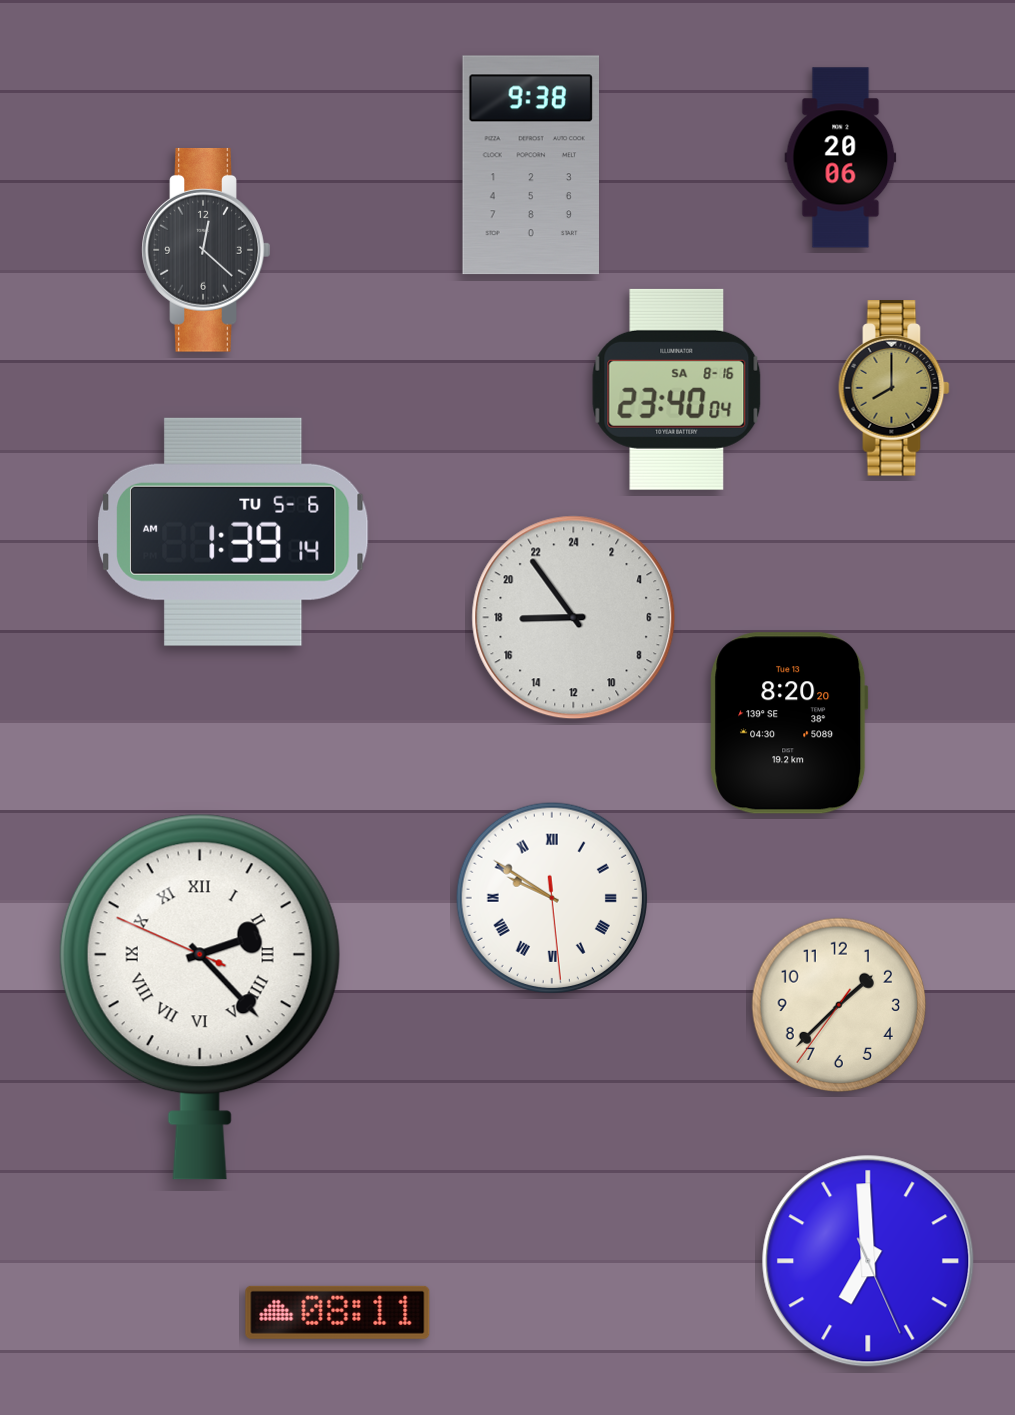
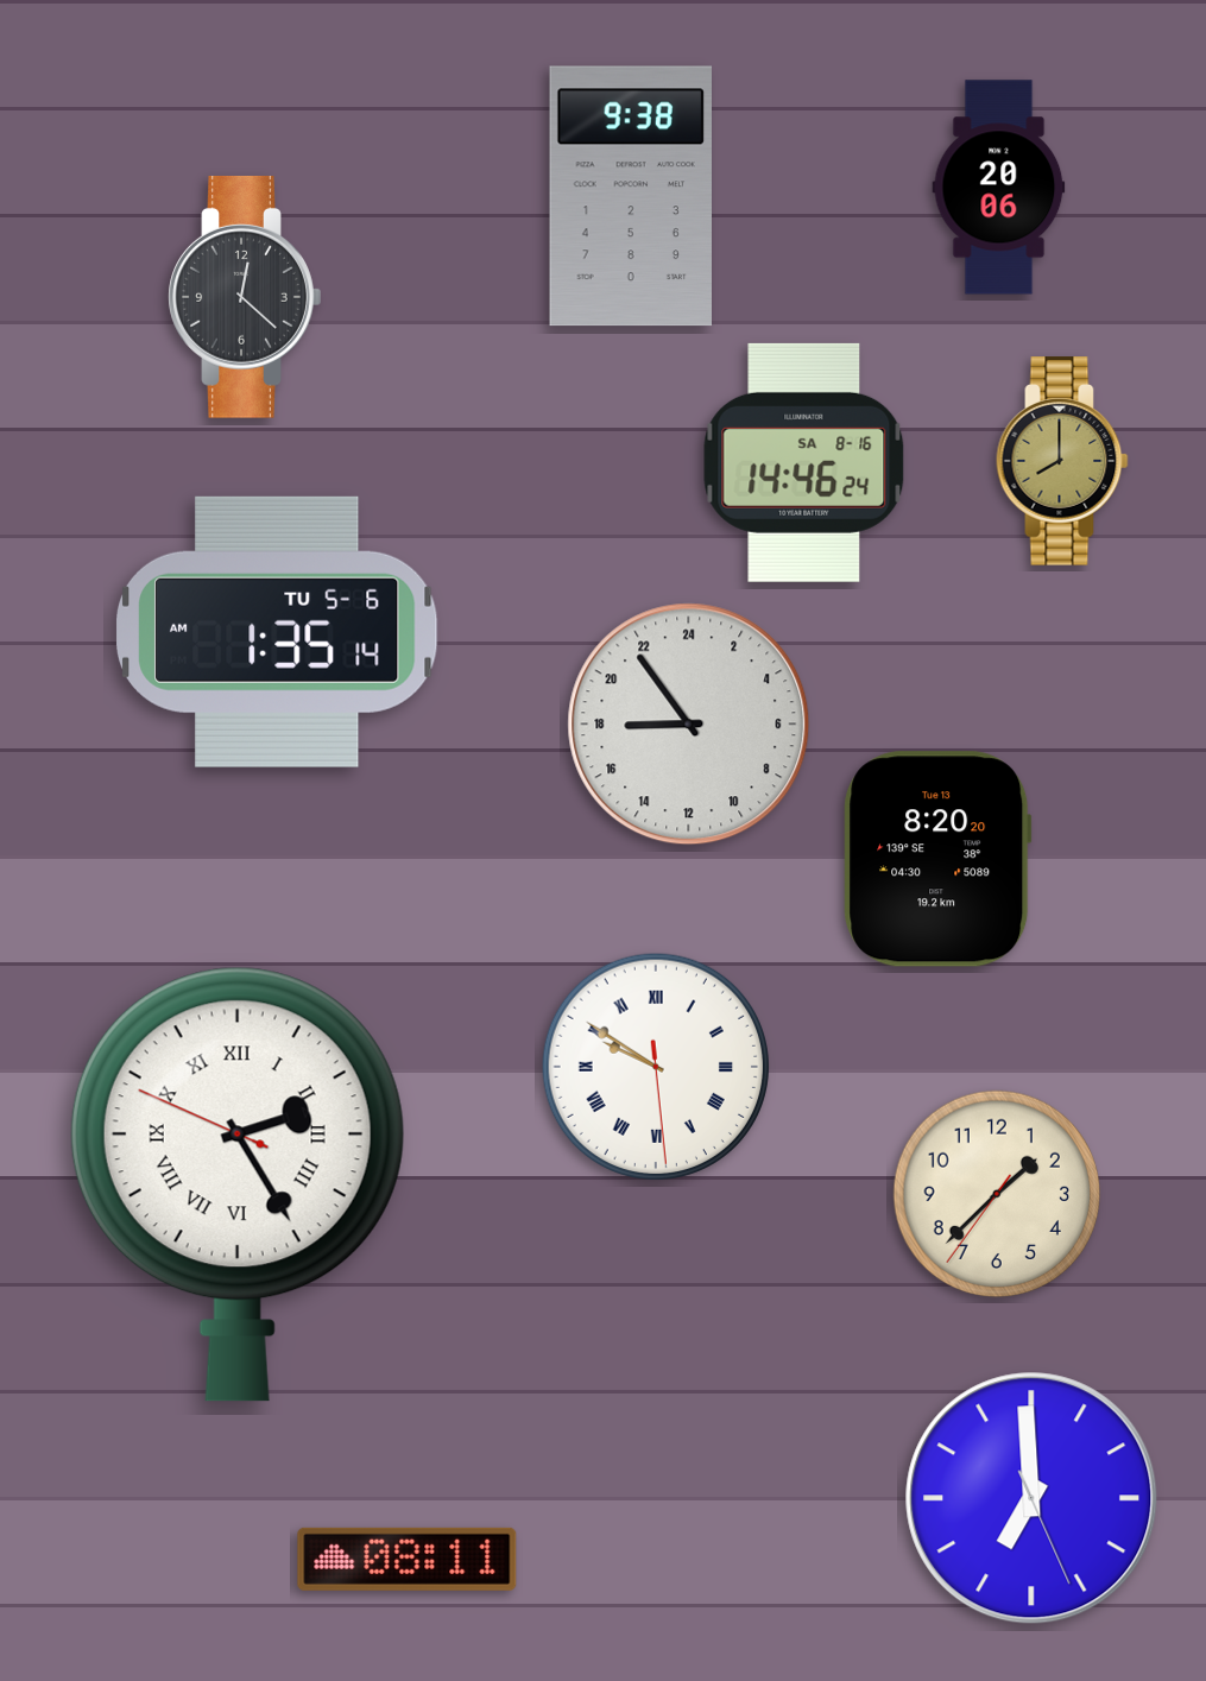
clock at (677, 389): 23:40 -> 14:46
clock at (234, 532): 1:39 -> 1:35
clock at (574, 618) position: (574, 618) -> (689, 725)
clock at (200, 997): 2:22 -> 2:24
clock at (338, 1312) position: (338, 1312) -> (408, 1559)
